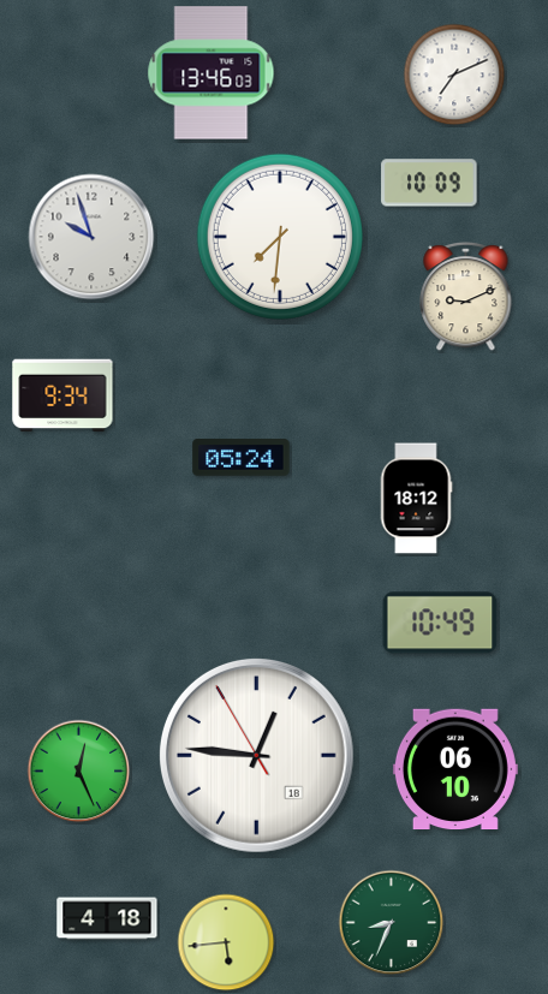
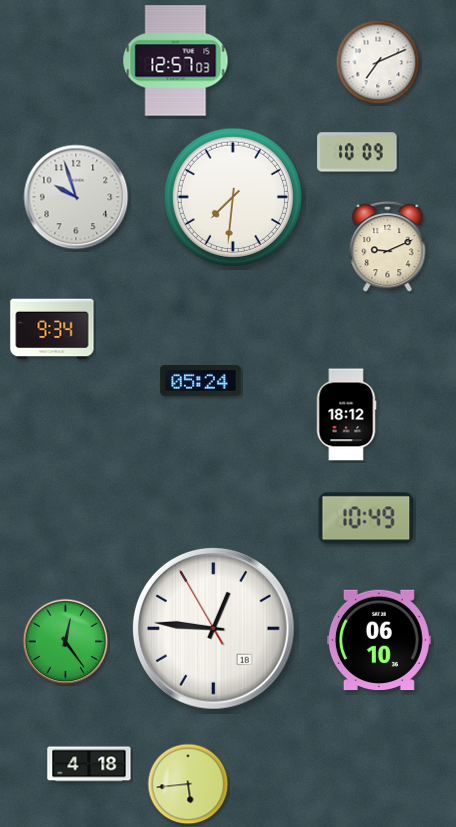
clock at (212, 73): 13:46 -> 12:57
clock at (79, 772): 12:26 -> 12:24
clock at (392, 923): 8:34 -> none
